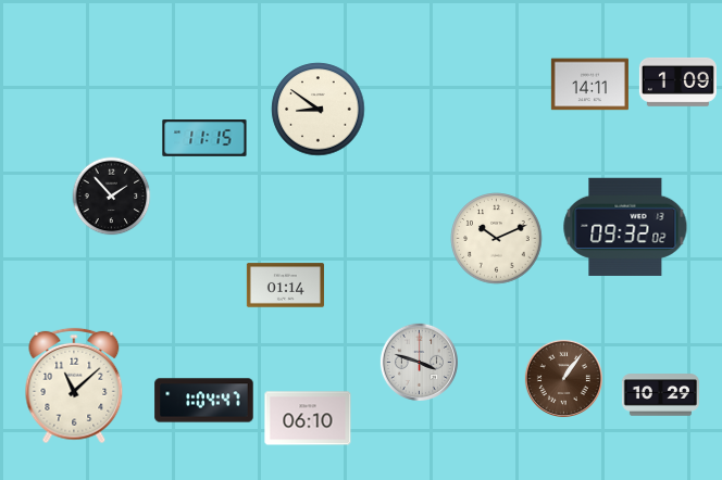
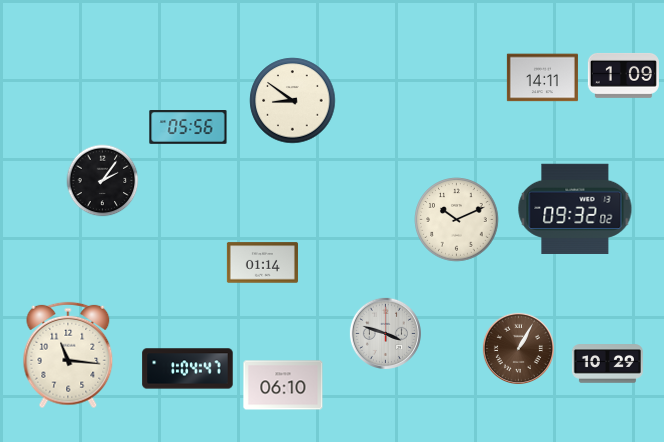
clock at (204, 139): 11:15 -> 05:56
clock at (112, 197): 1:53 -> 2:06
clock at (563, 378): 1:06 -> 1:05
clock at (74, 386): 11:08 -> 11:16
